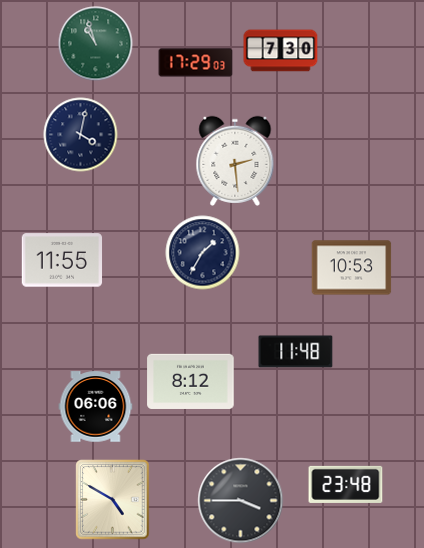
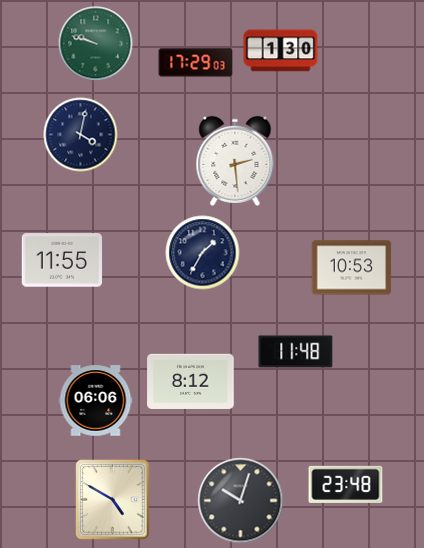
clock at (96, 44): 10:57 -> 9:48
clock at (281, 51): 7:30 -> 1:30
clock at (96, 407) position: (96, 407) -> (96, 401)
clock at (241, 501): 3:45 -> 10:03
